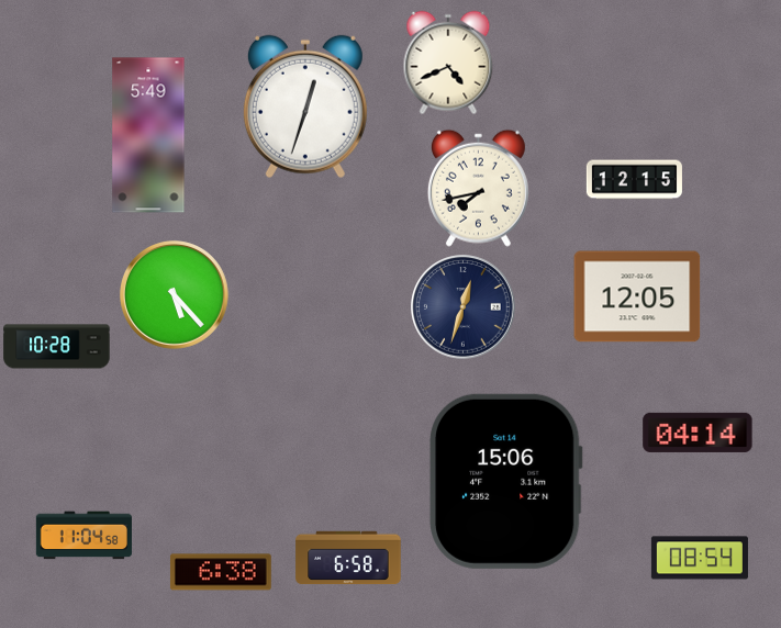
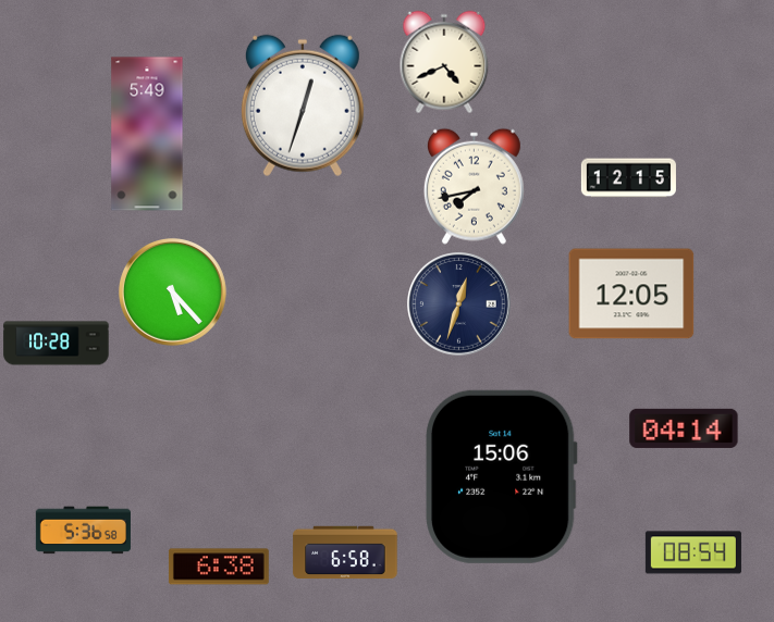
clock at (698, 433) position: (698, 433) -> (684, 428)
clock at (83, 536): 11:04 -> 5:36
